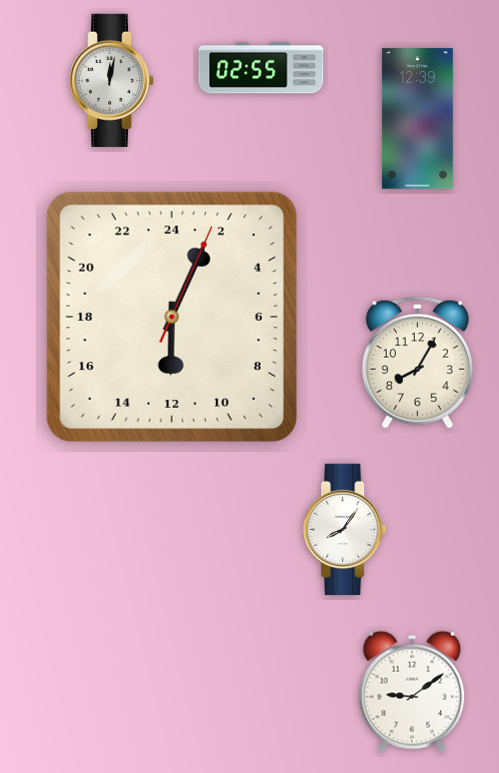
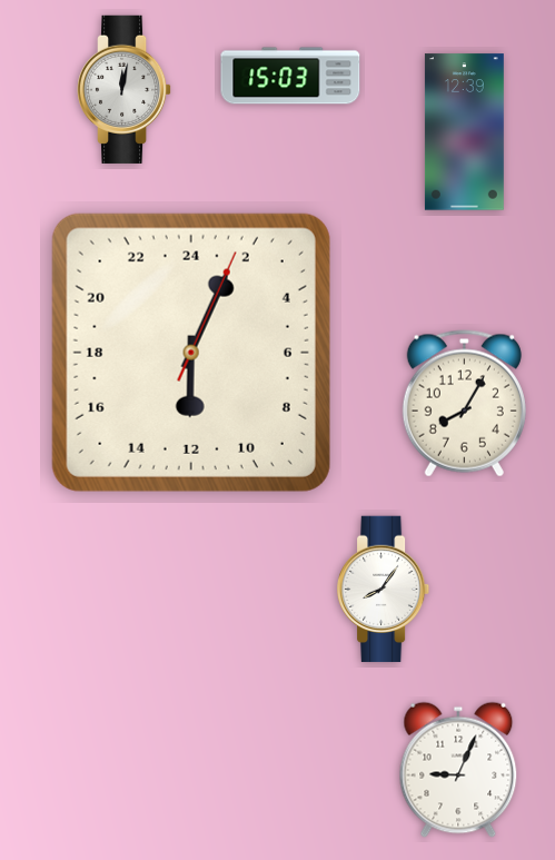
clock at (261, 68): 02:55 -> 15:03
clock at (412, 692): 9:09 -> 9:04
